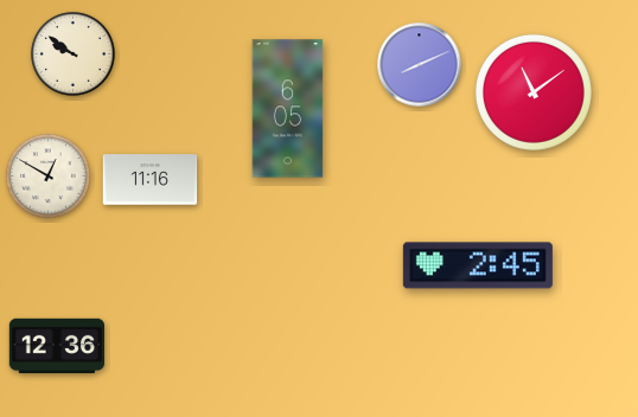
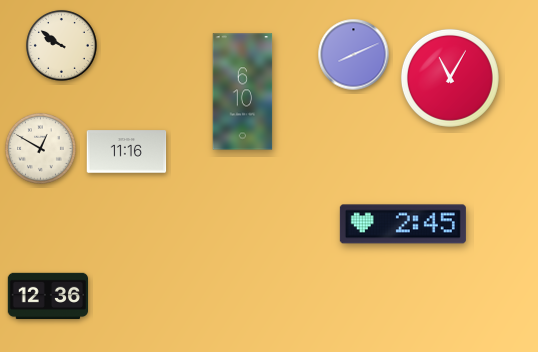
clock at (534, 92): 11:09 -> 11:05
clock at (288, 109): 6:05 -> 6:10
clock at (57, 346) position: (57, 346) -> (48, 296)
